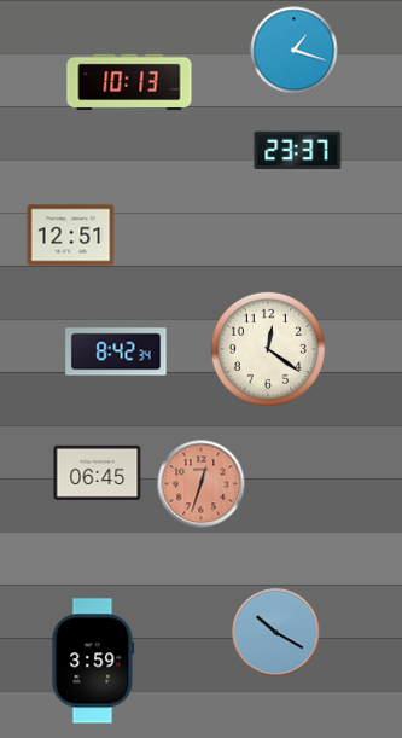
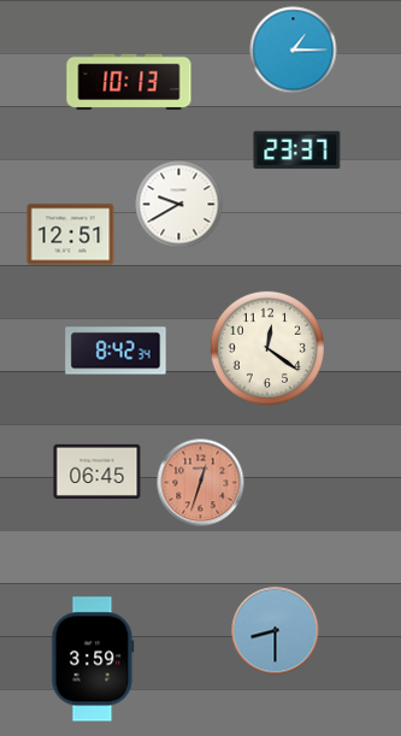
clock at (295, 51): 1:18 -> 1:15
clock at (179, 205): none -> 9:40
clock at (276, 633): 10:20 -> 8:30
